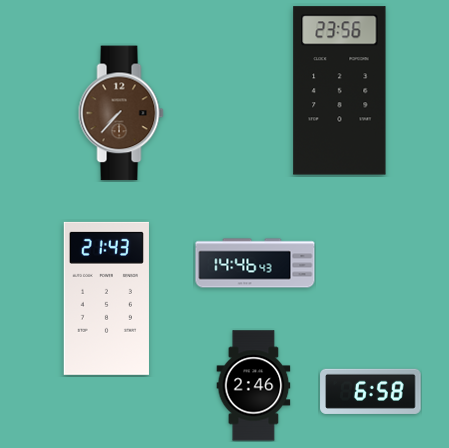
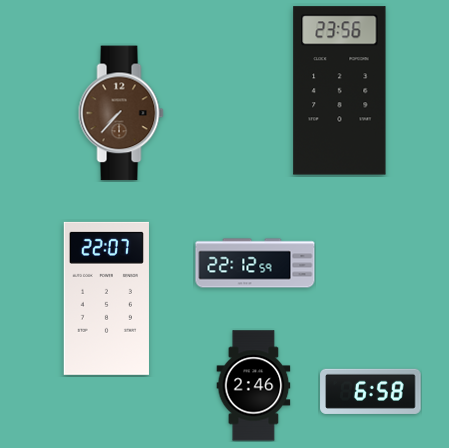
clock at (255, 263): 14:46 -> 22:12
clock at (106, 298): 21:43 -> 22:07
